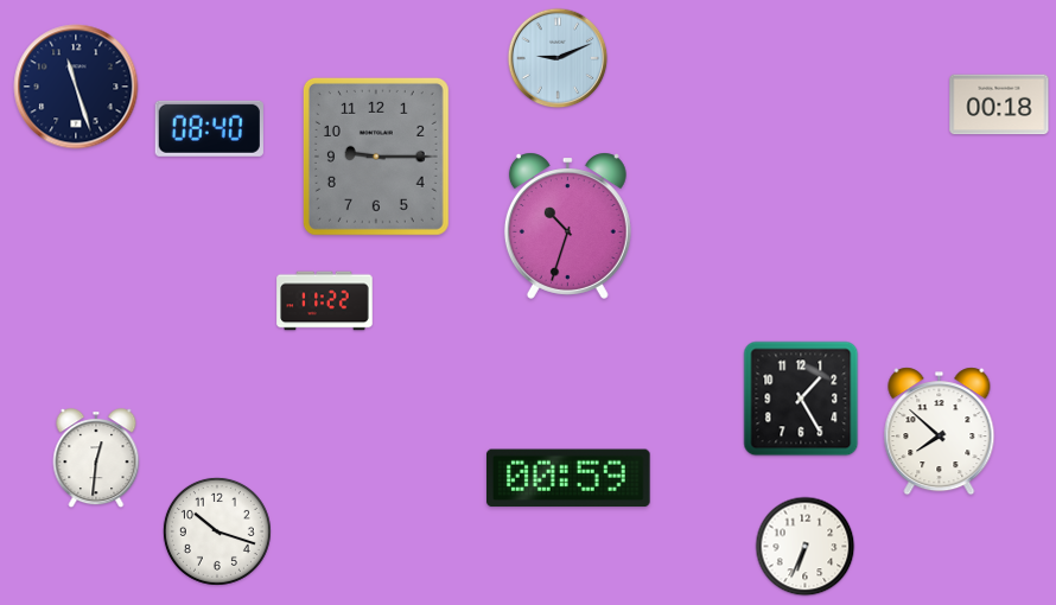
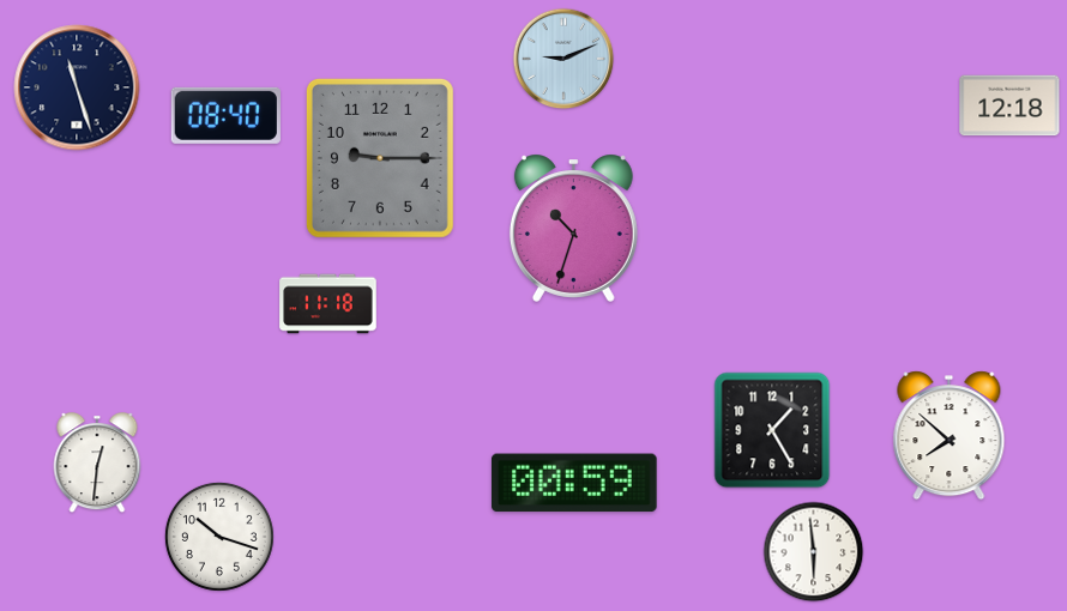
clock at (999, 104): 00:18 -> 12:18
clock at (209, 128) position: (209, 128) -> (225, 115)
clock at (325, 301): 11:22 -> 11:18
clock at (801, 399) position: (801, 399) -> (772, 430)
clock at (806, 547): 6:34 -> 5:59
